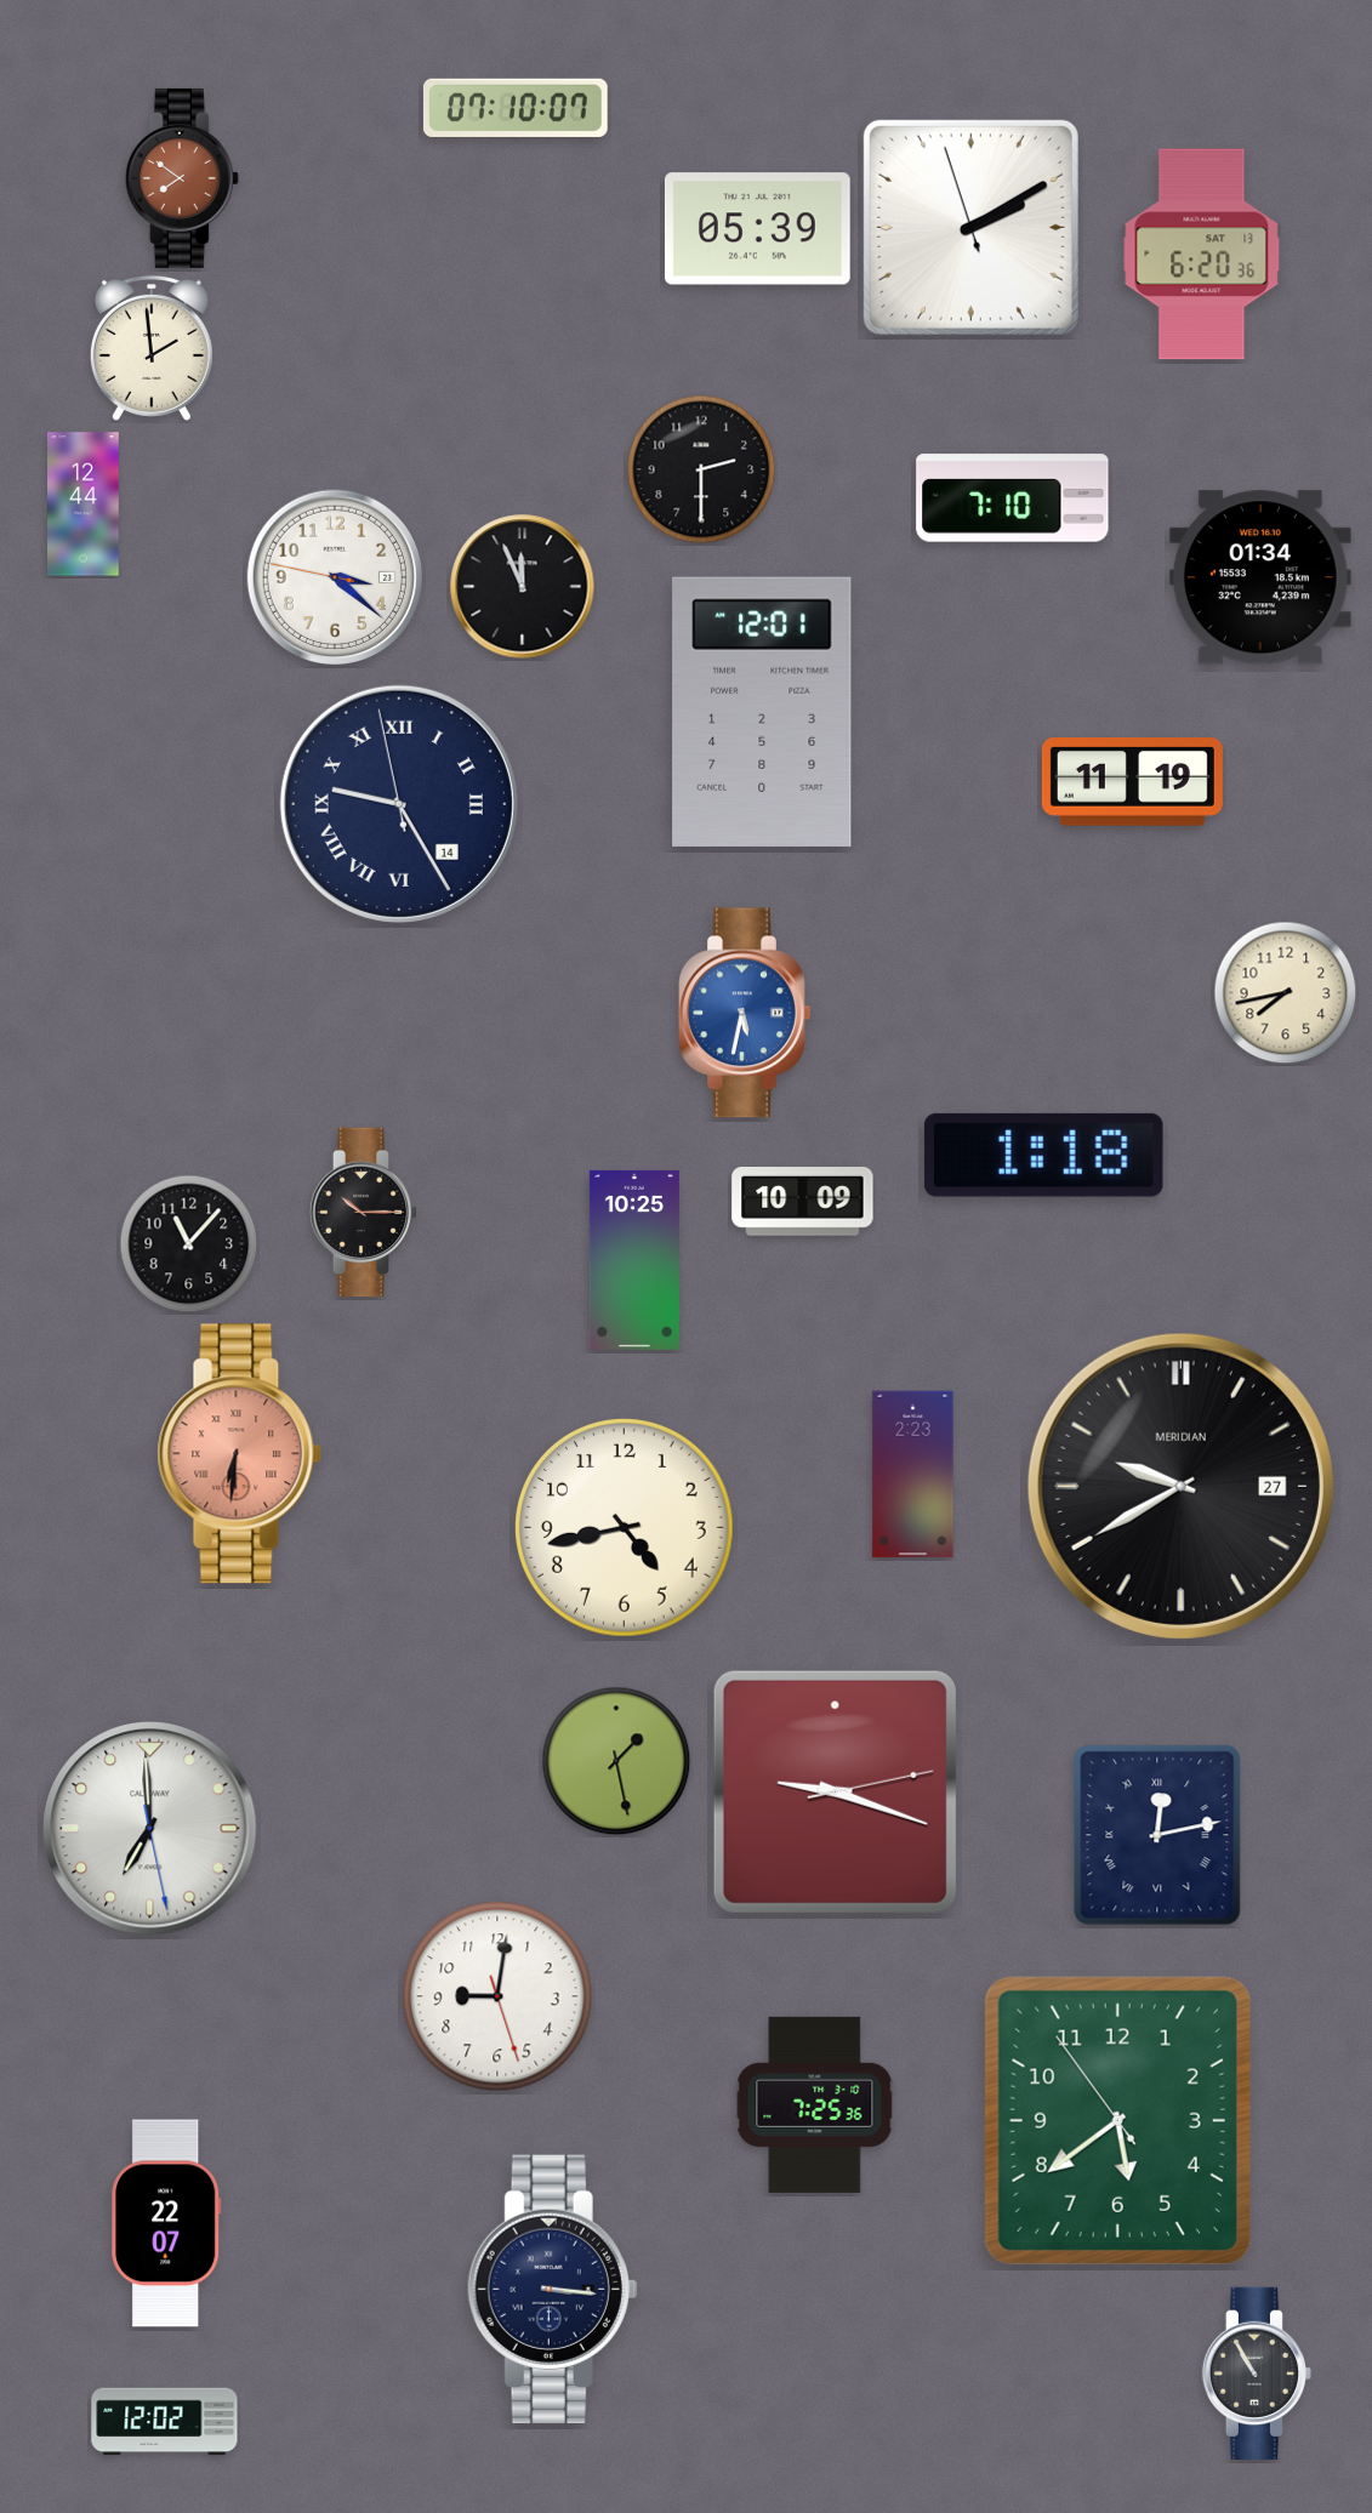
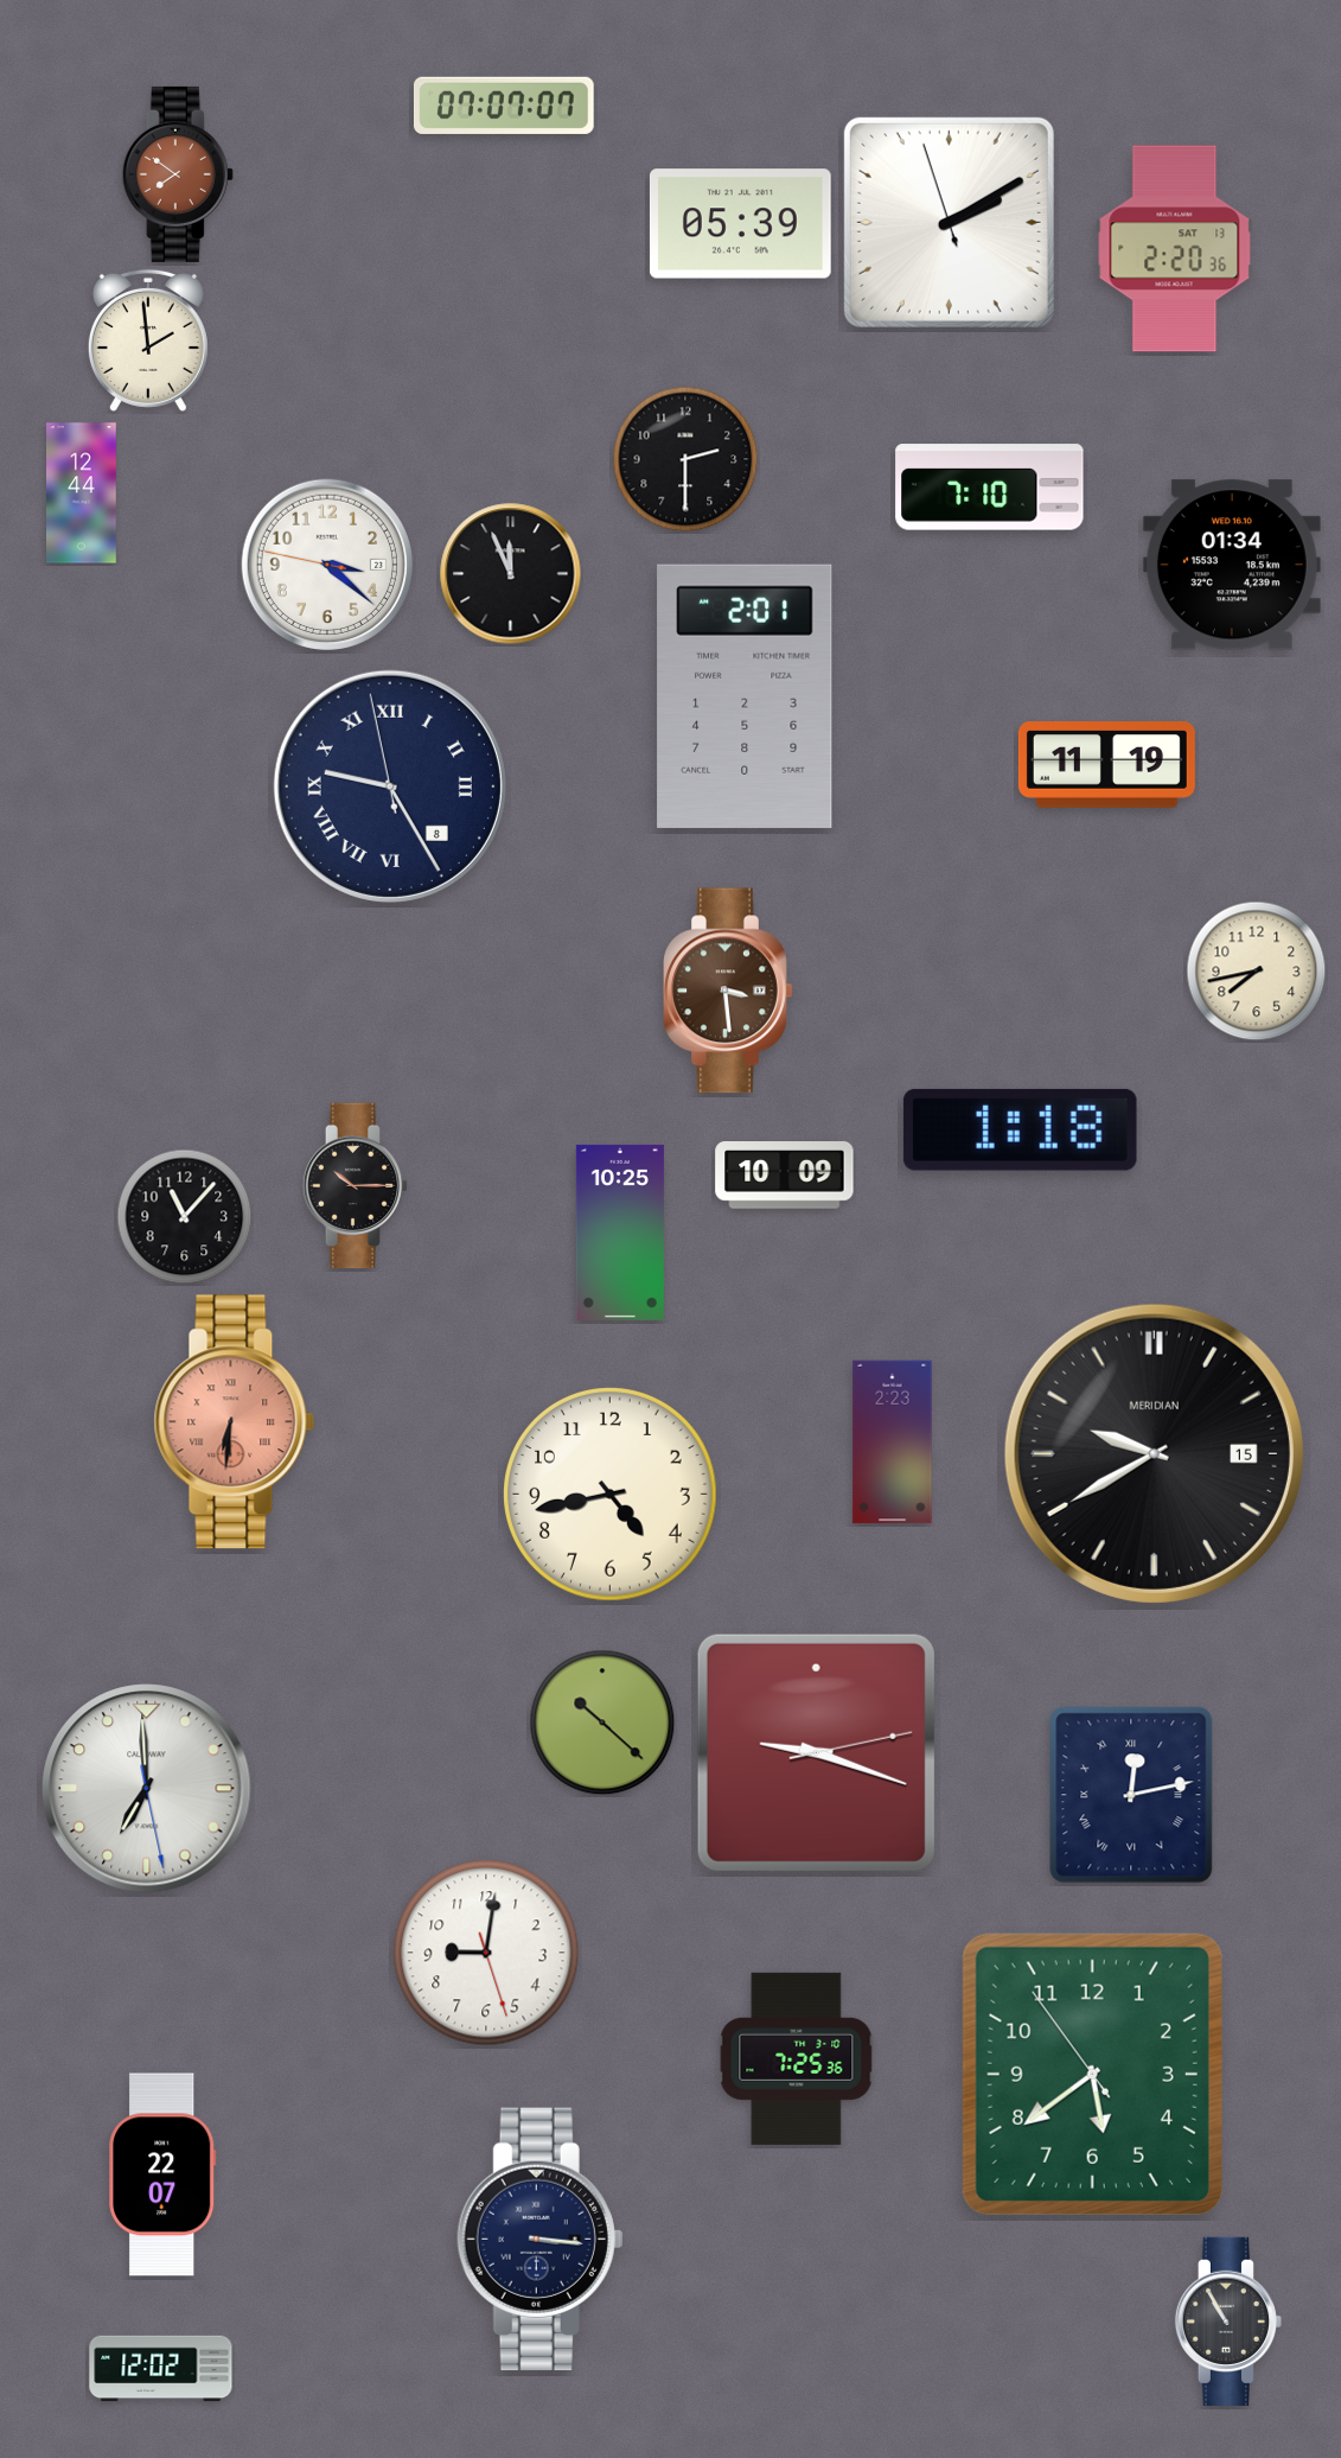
clock at (516, 108): 07:10 -> 07:07
clock at (1202, 255): 6:20 -> 2:20
clock at (762, 712): 12:01 -> 2:01
clock at (399, 804) date: 14 -> 8
clock at (745, 1013): 5:32 -> 3:29
clock at (745, 1013) dial: blue -> brown
clock at (1180, 1486) date: 27 -> 15
clock at (616, 1761): 1:28 -> 10:22
